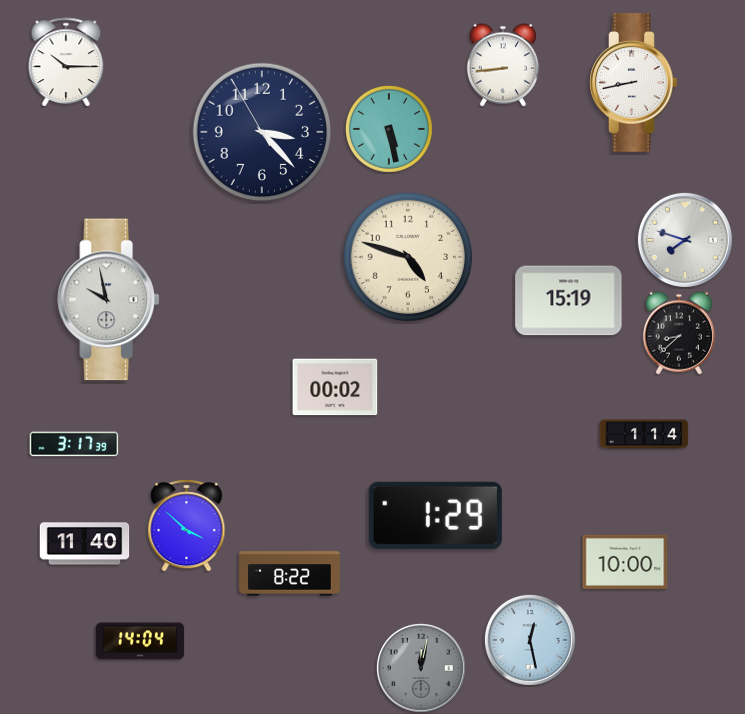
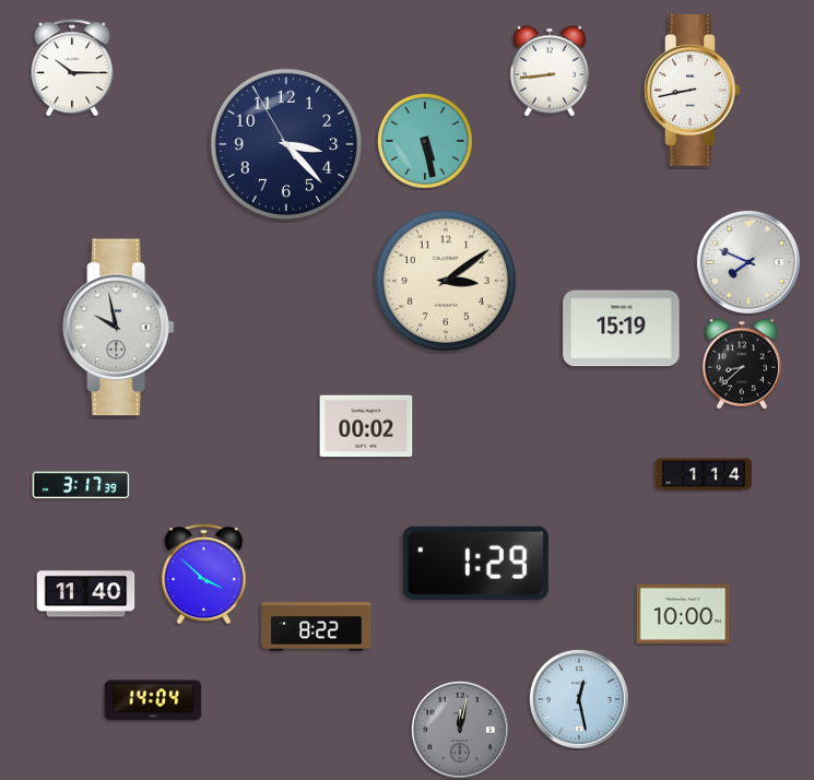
clock at (685, 240): 7:48 -> 7:49
clock at (407, 256): 4:48 -> 3:09
clock at (335, 387) position: (335, 387) -> (366, 426)
clock at (85, 544) position: (85, 544) -> (86, 594)
